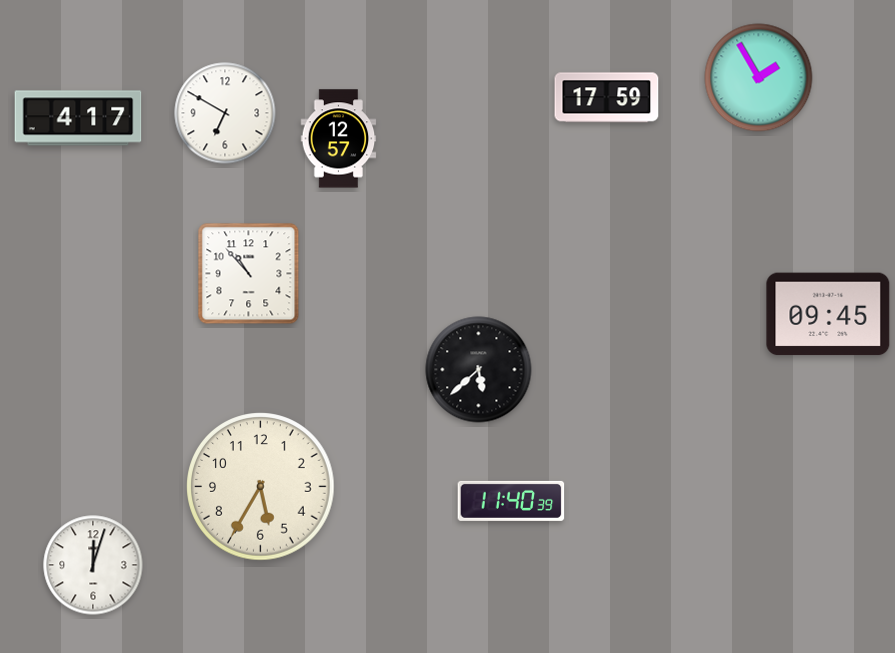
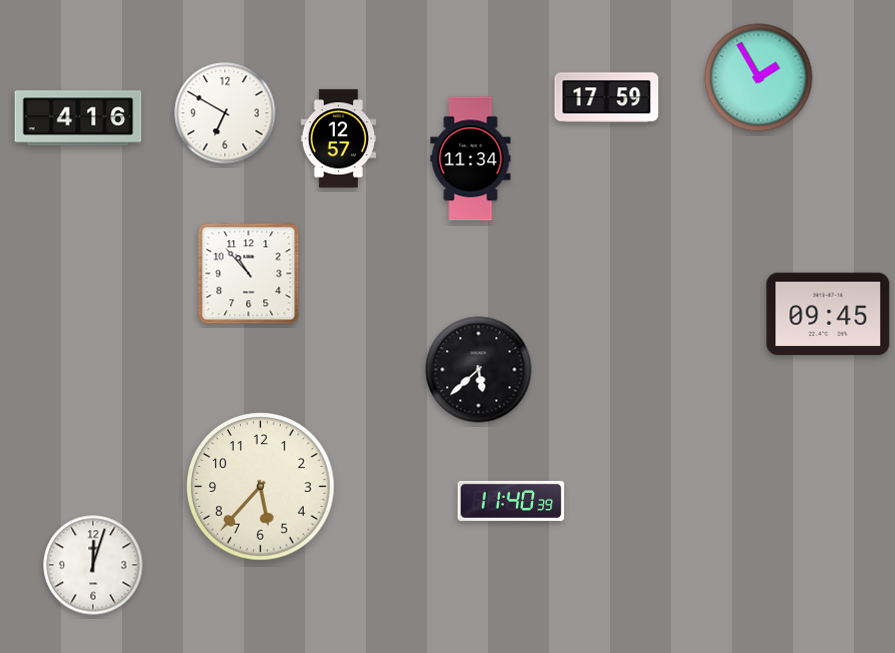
clock at (78, 118): 4:17 -> 4:16
clock at (471, 159): none -> 11:34
clock at (261, 487): 5:35 -> 5:37
